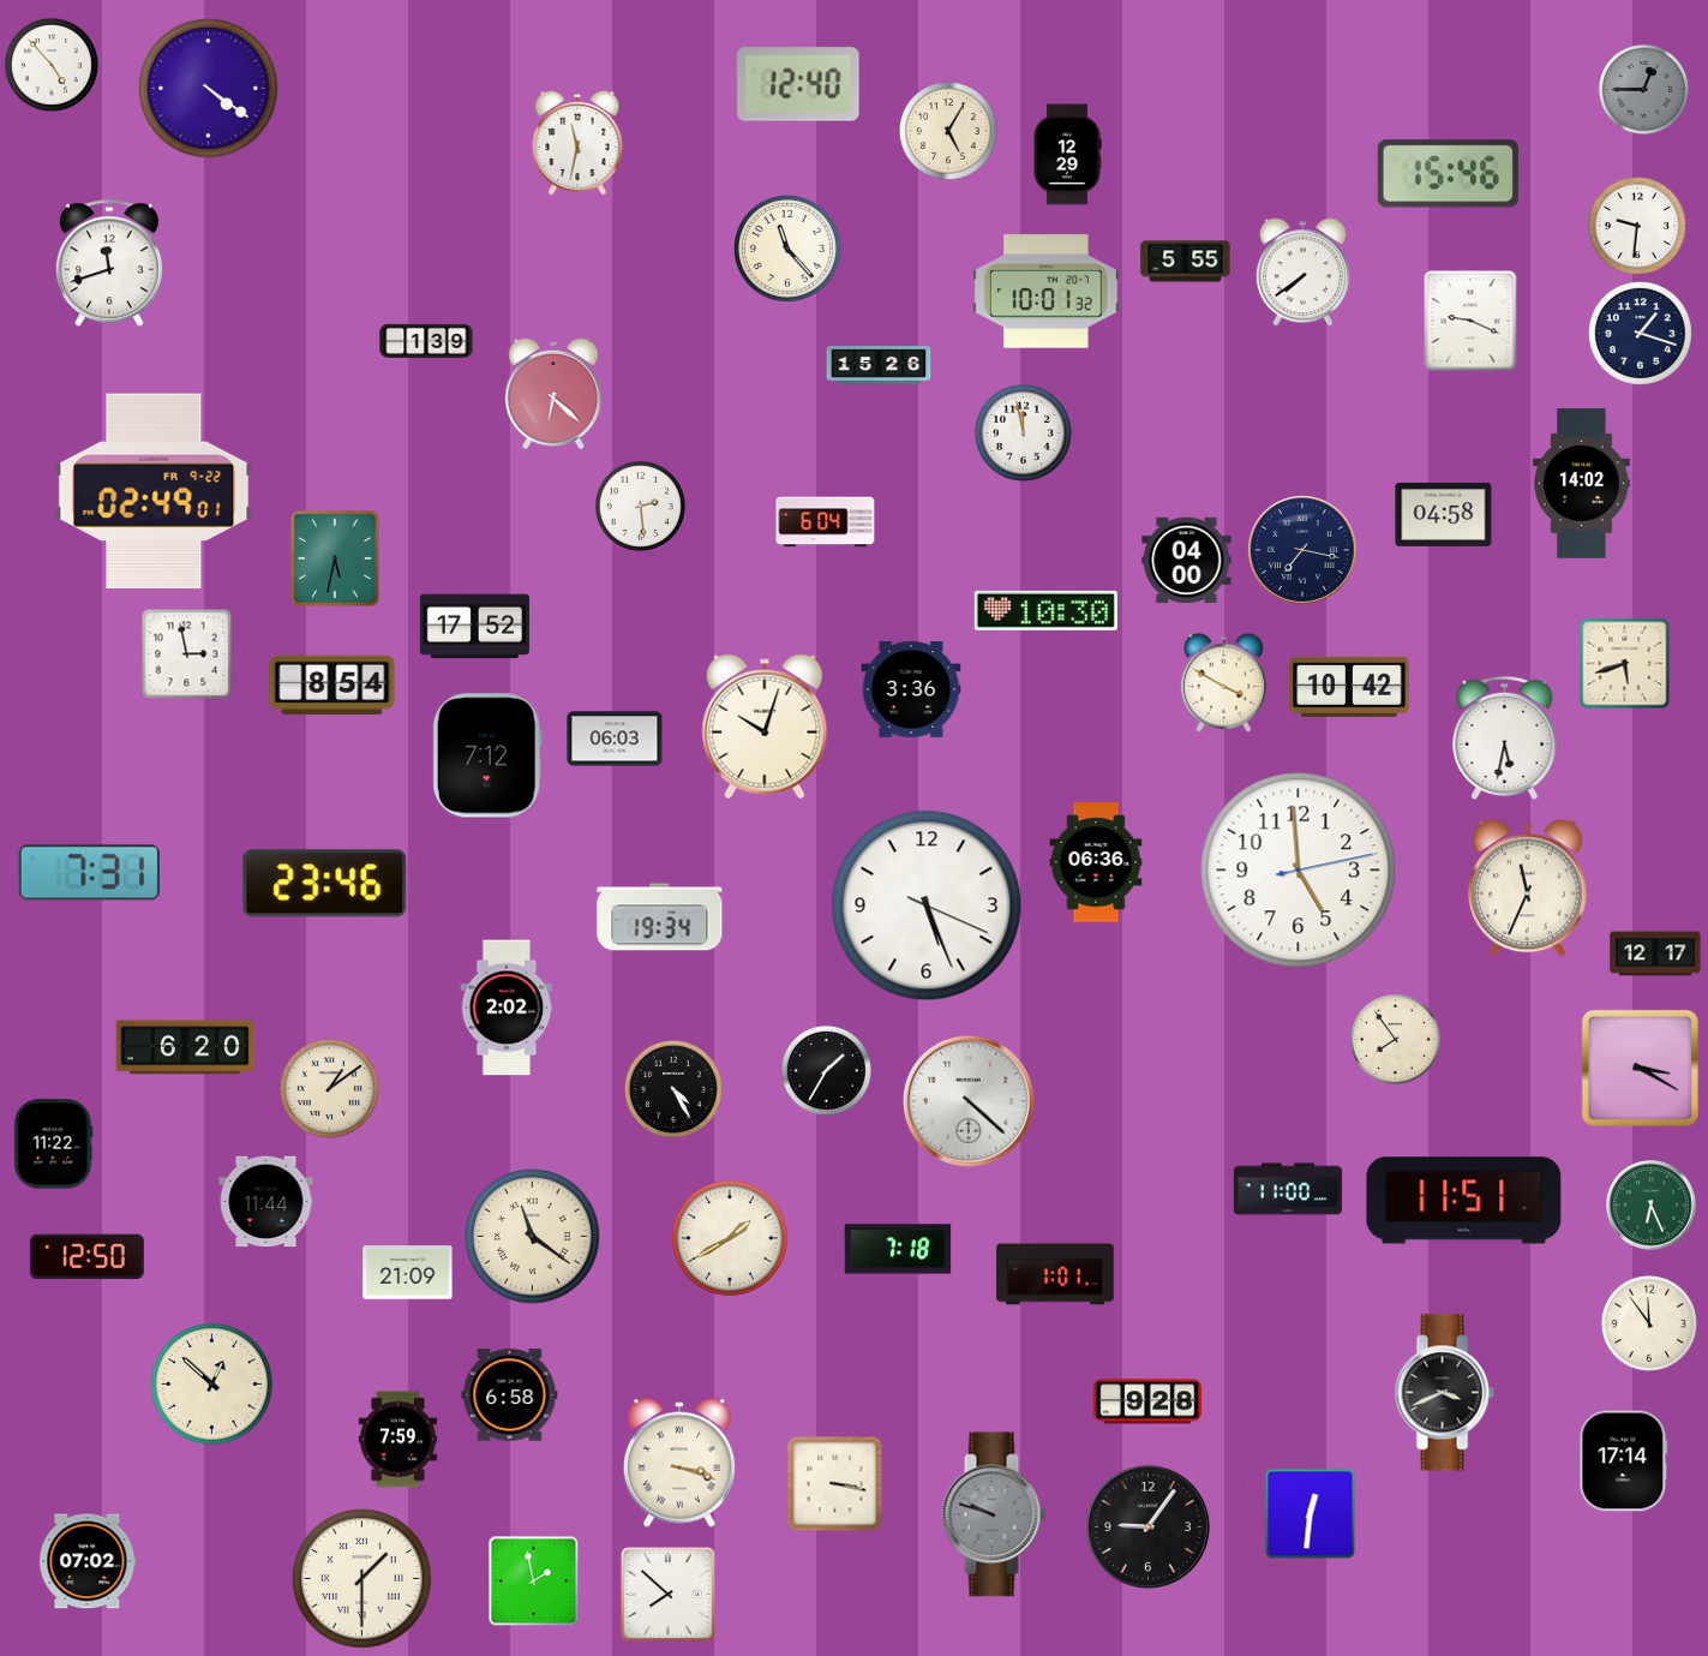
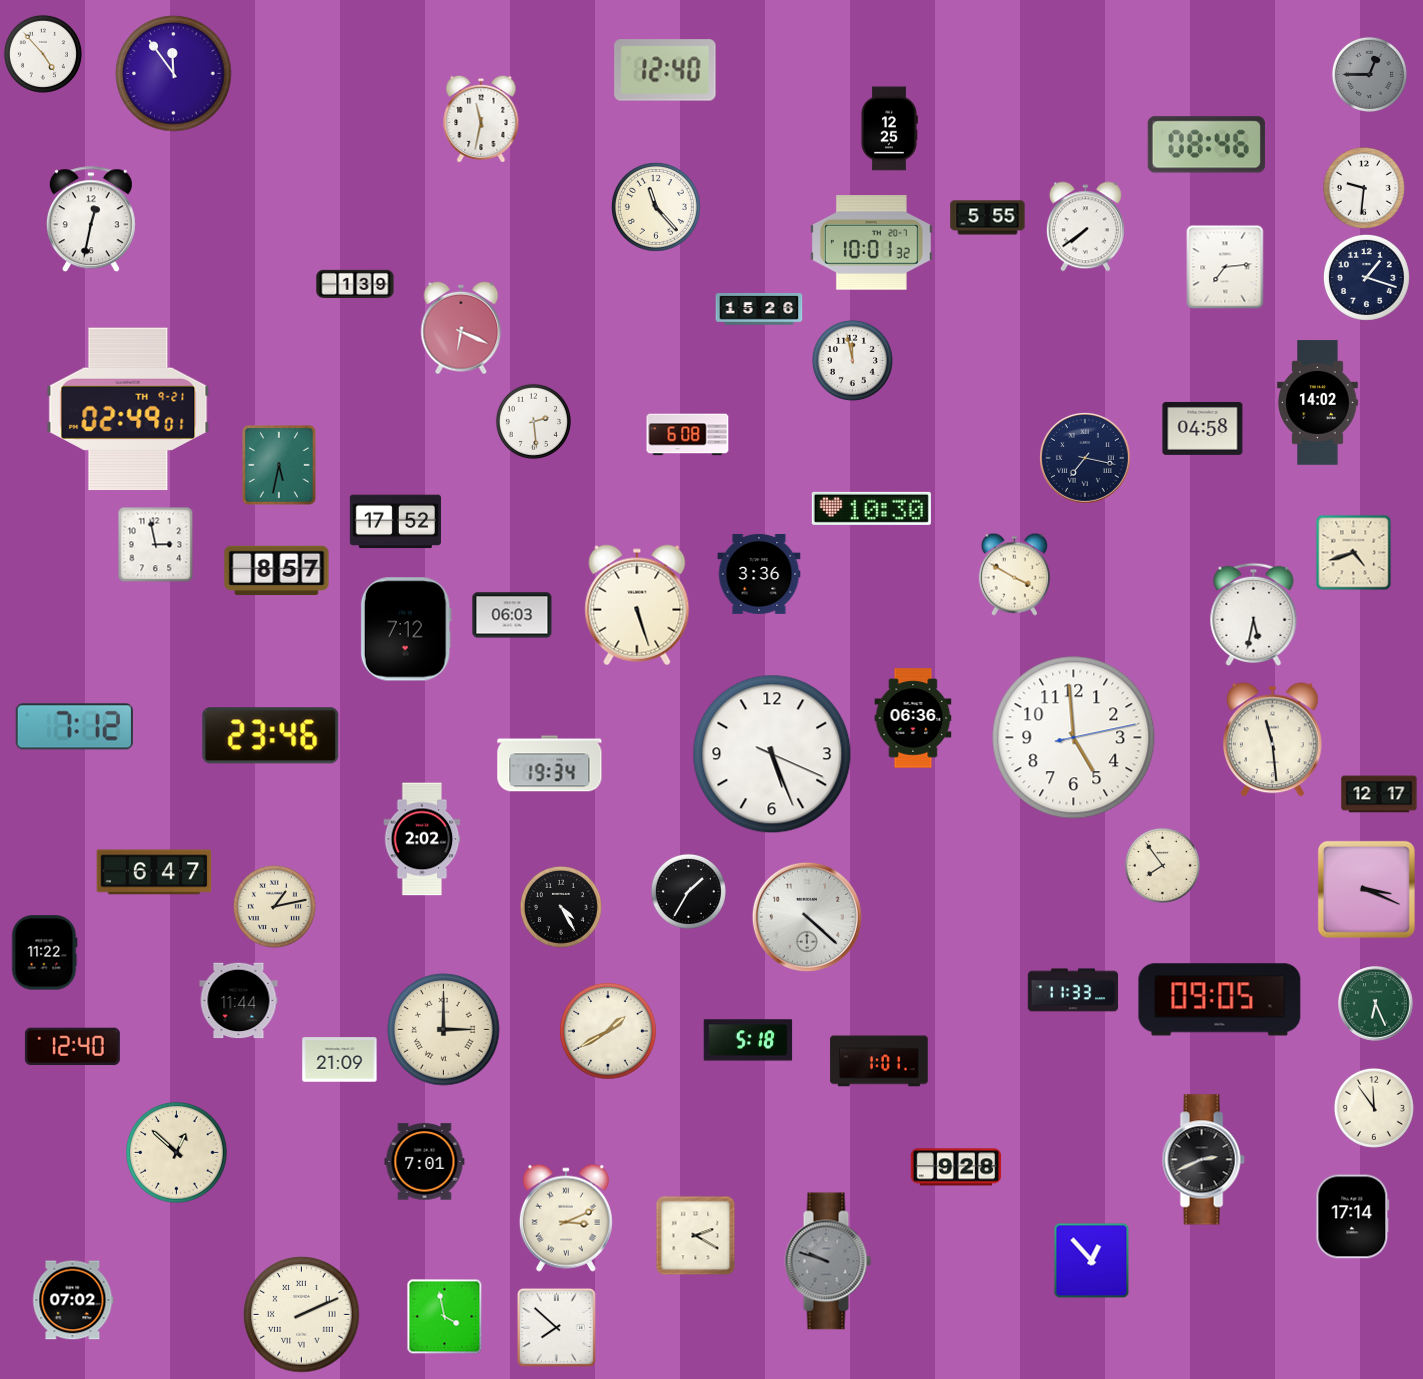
clock at (209, 89): 4:21 -> 11:54
clock at (948, 131): 5:05 -> none
clock at (1067, 155): 12:29 -> 12:25
clock at (1448, 174): 15:46 -> 08:46
clock at (109, 264): 11:42 -> 12:32
clock at (1470, 321): 9:19 -> 7:14
clock at (879, 365) position: (879, 365) -> (759, 309)
clock at (553, 394): 6:22 -> 6:19
clock at (154, 491) date: FR 9-22 -> TH 9-21
clock at (826, 522): 6:04 -> 6:08
clock at (1187, 561): 04:00 -> none
clock at (1625, 664): 5:42 -> 4:42
clock at (1223, 682) position: (1223, 682) -> (1014, 574)
clock at (332, 686): 8:54 -> 8:57
clock at (1349, 687): 10:42 -> none
clock at (765, 727): 10:03 -> 5:27
clock at (1299, 871) position: (1299, 871) -> (1074, 738)
clock at (89, 873): 7:31 -> 7:12
clock at (1528, 889): 11:34 -> 11:29
clock at (185, 1047): 6:20 -> 6:47
clock at (1640, 1068): 3:20 -> 3:19
clock at (329, 1088): 1:09 -> 1:13
clock at (1288, 1189): 11:00 -> 11:33
clock at (1464, 1201): 11:51 -> 09:05
clock at (266, 1202) position: (266, 1202) -> (239, 1001)
clock at (533, 1237): 11:21 -> 3:00
clock at (898, 1249): 7:18 -> 5:18
clock at (86, 1257): 12:50 -> 12:40
clock at (1649, 1323) position: (1649, 1323) -> (1374, 1108)
clock at (1444, 1393): 3:41 -> 2:41
clock at (510, 1395): 6:58 -> 7:01
clock at (398, 1440): 7:59 -> none
clock at (679, 1463): 3:18 -> 3:11
clock at (835, 1484): 3:17 -> 2:20
clock at (1311, 1514): 12:31 -> 12:53
clock at (1147, 1526): 9:06 -> none
clock at (362, 1579): 1:30 -> 2:11
clock at (534, 1582): 1:58 -> 3:58
